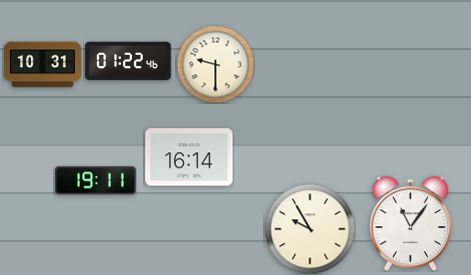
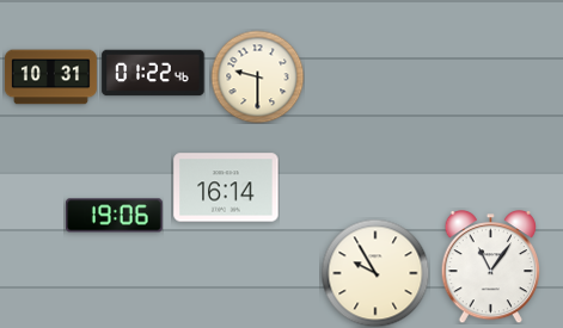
clock at (96, 181): 19:11 -> 19:06
clock at (310, 229) position: (310, 229) -> (375, 273)
